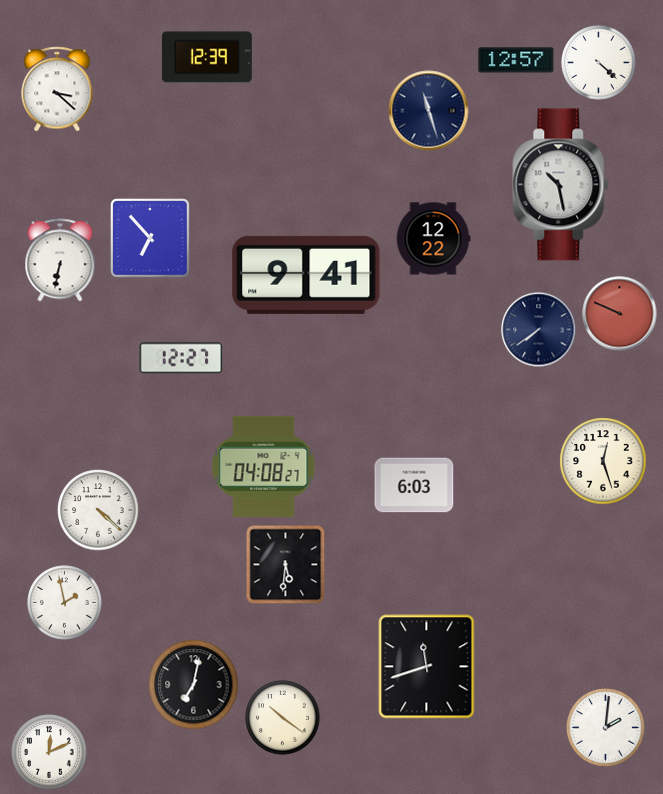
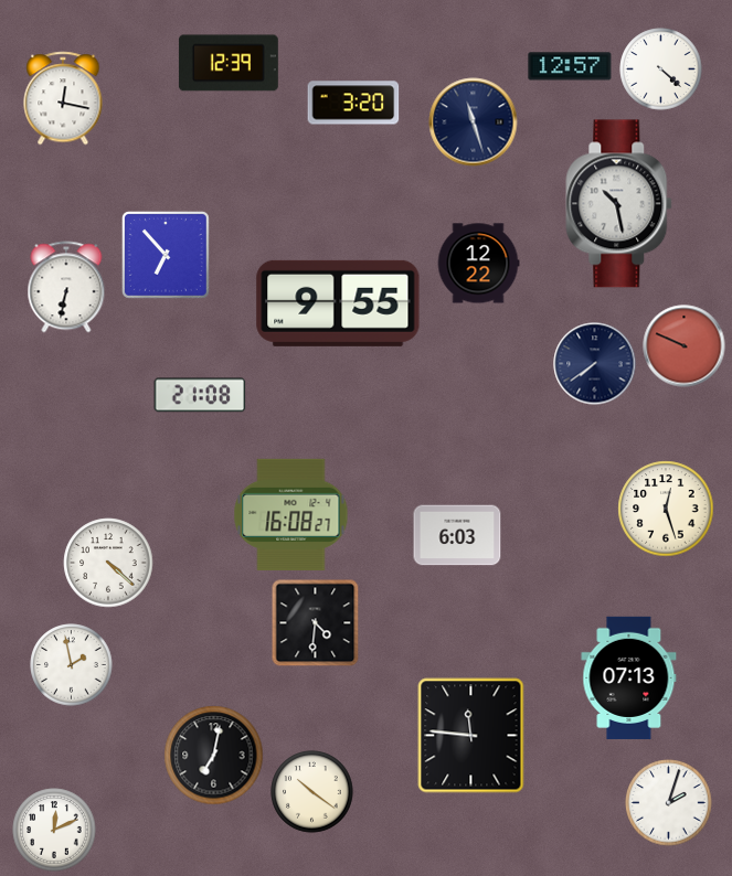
clock at (57, 89): 3:22 -> 12:17
clock at (353, 103): none -> 3:20
clock at (150, 238) position: (150, 238) -> (166, 255)
clock at (306, 275): 9:41 -> 9:55
clock at (181, 358): 12:27 -> 21:08
clock at (264, 466): 04:08 -> 16:08
clock at (286, 565): 5:31 -> 4:31
clock at (629, 677): none -> 07:13
clock at (427, 667): 11:42 -> 11:46
clock at (606, 728): 2:01 -> 2:03
